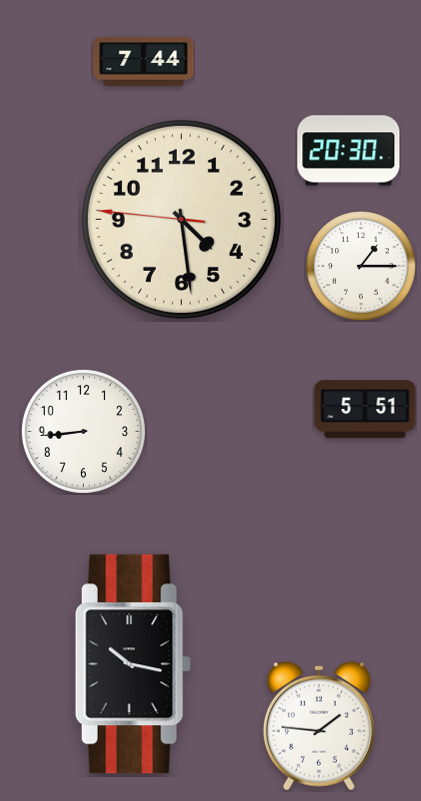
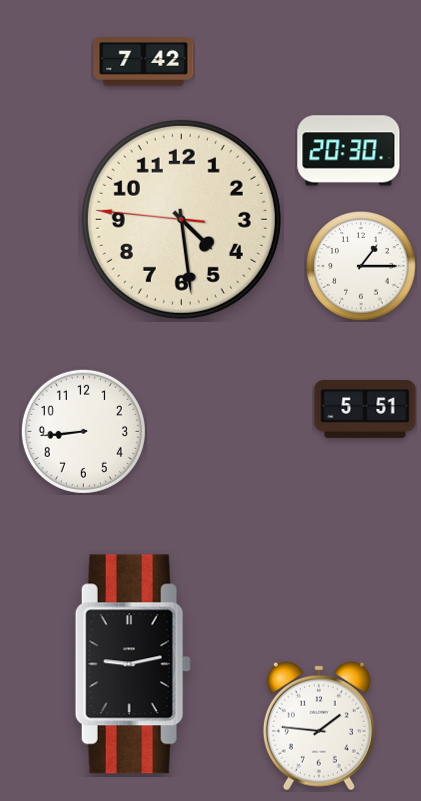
clock at (144, 62): 7:44 -> 7:42
clock at (133, 664): 10:17 -> 9:13
